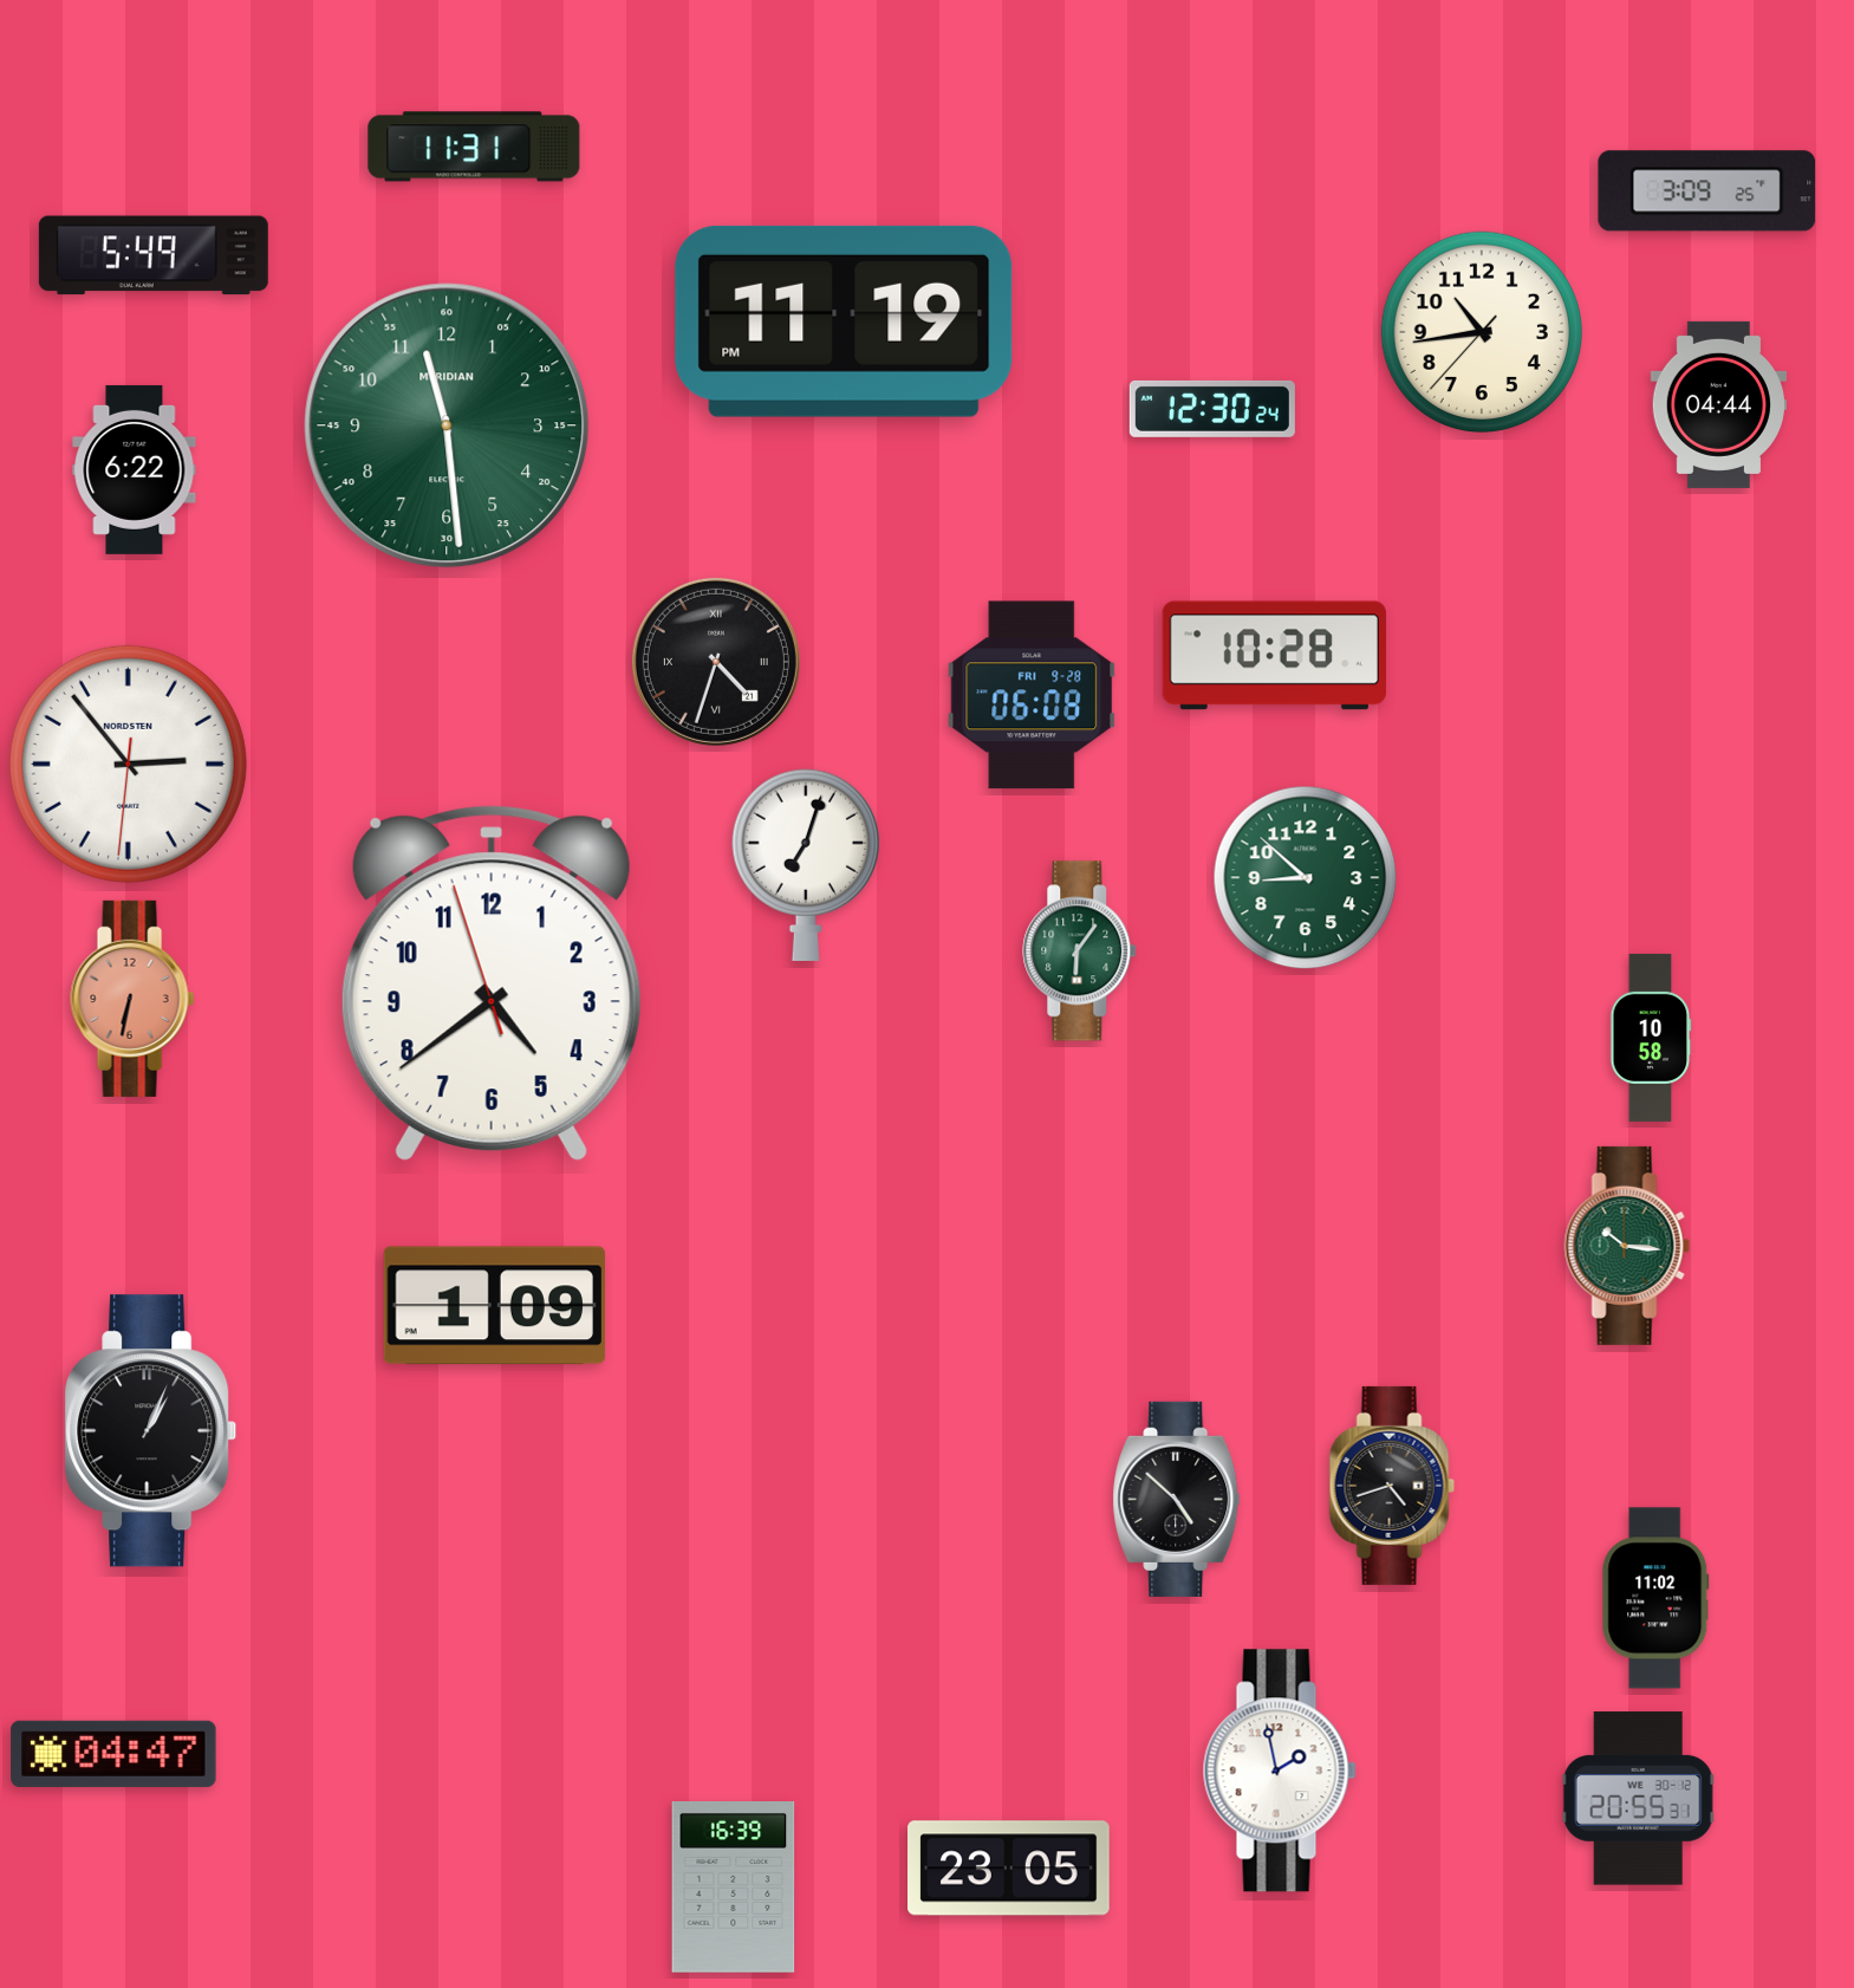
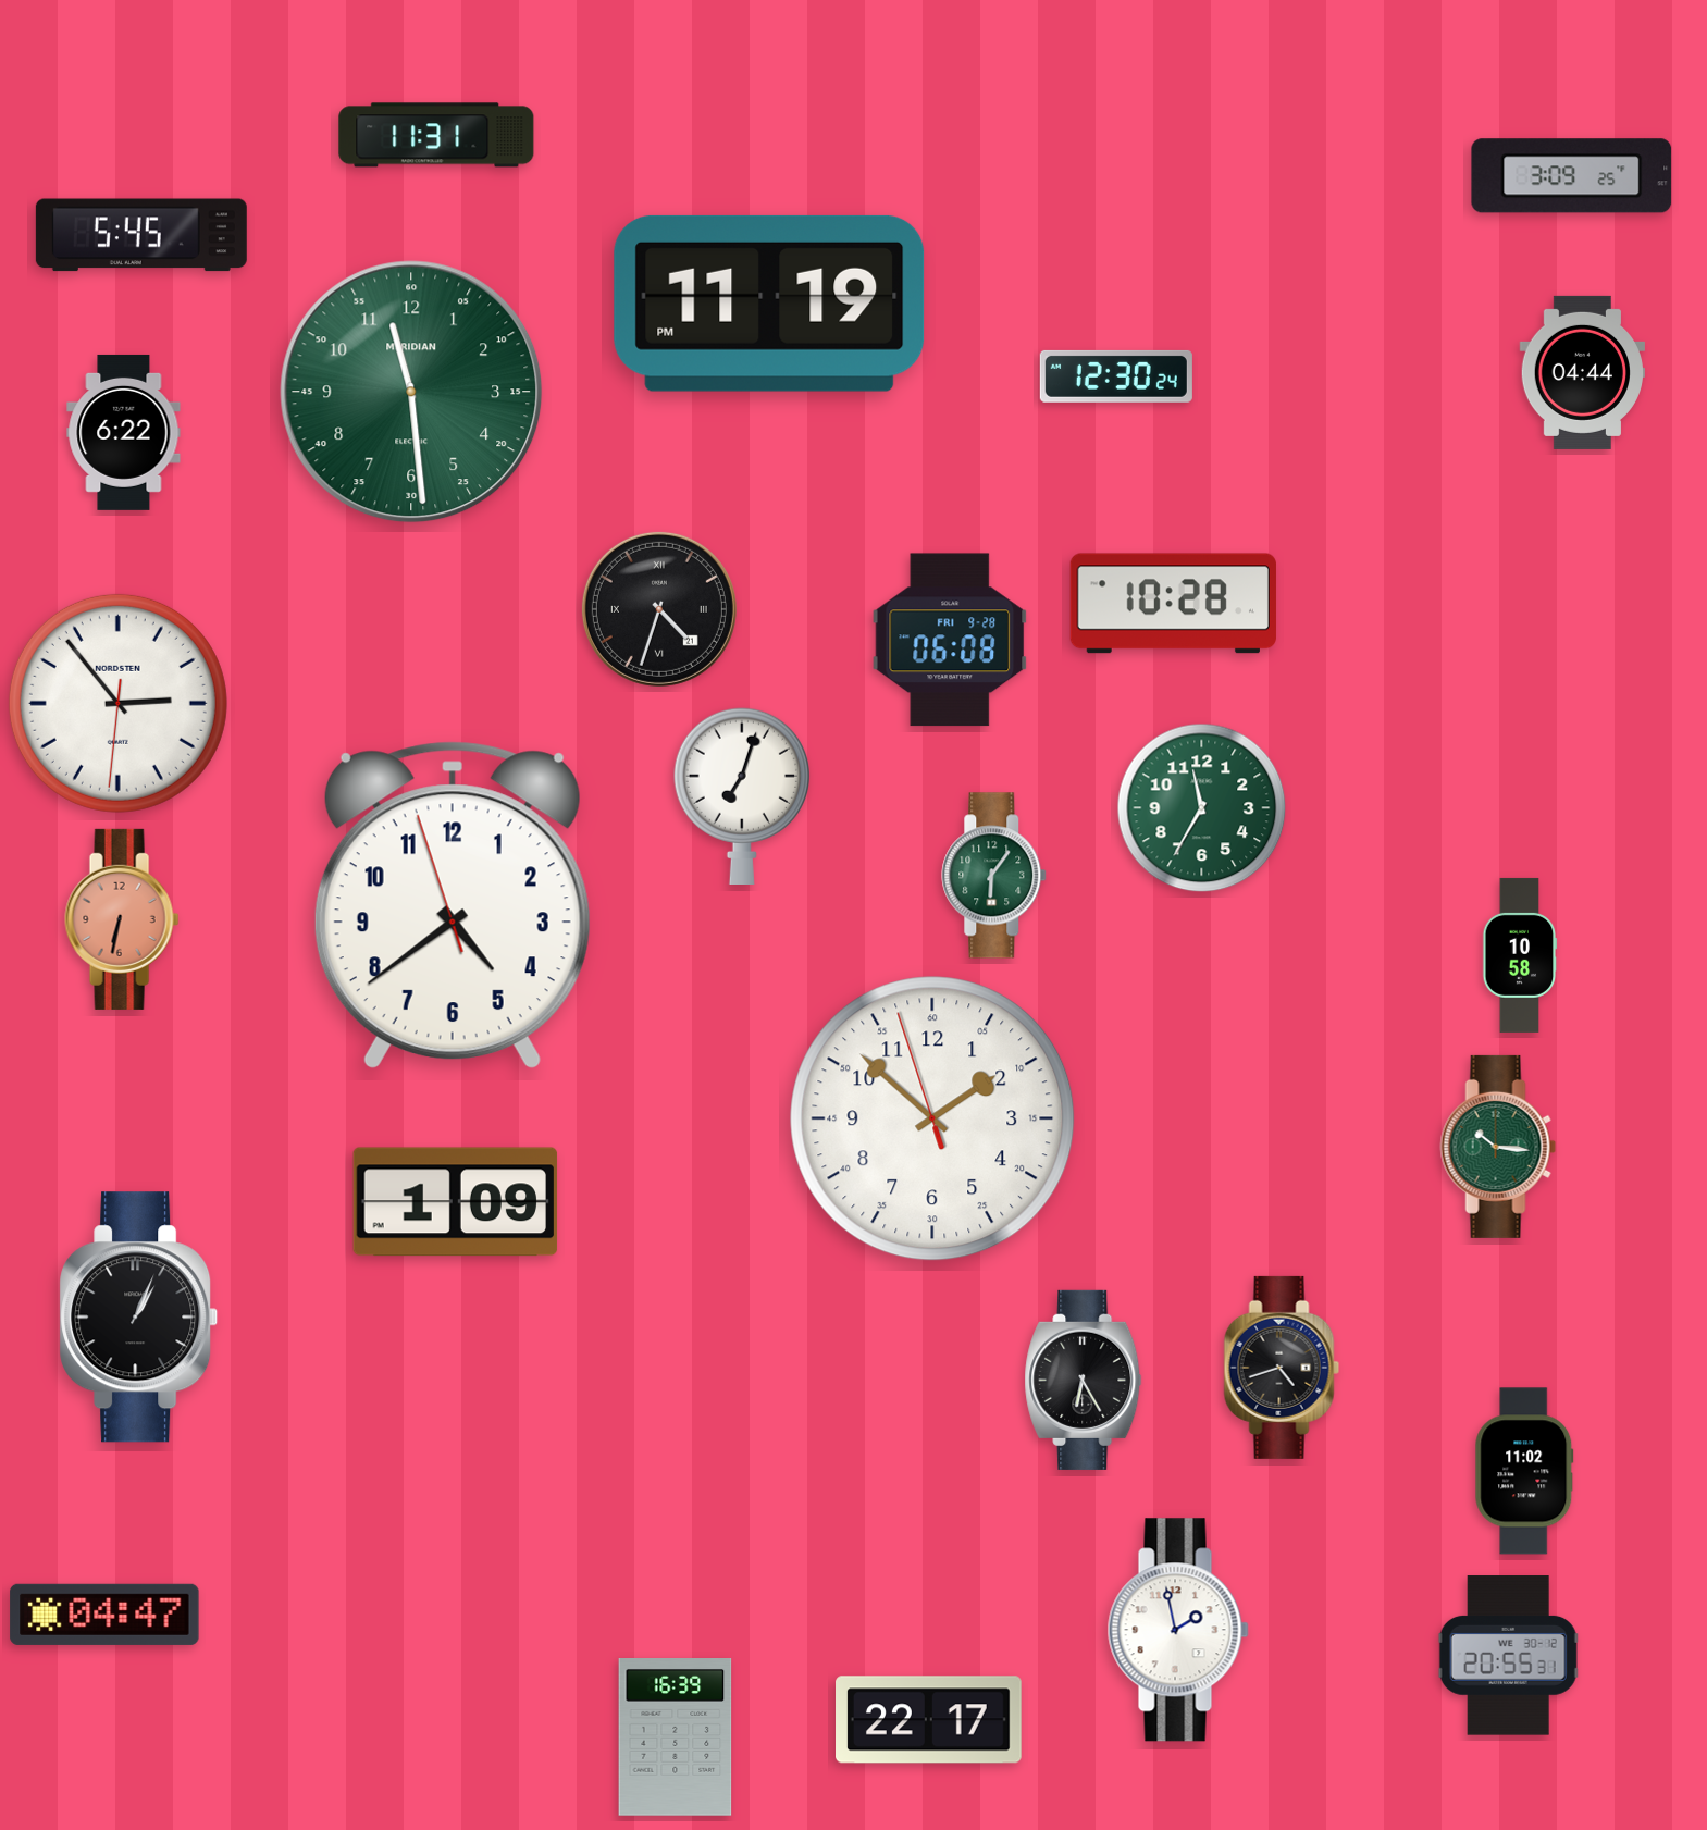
clock at (154, 255): 5:49 -> 5:45
clock at (844, 321) position: (844, 321) -> (769, 304)
clock at (1481, 331): 10:43 -> none
clock at (1306, 878): 8:52 -> 11:35
clock at (932, 1118): none -> 1:51
clock at (1177, 1499): 4:52 -> 6:25
clock at (1009, 1869): 23:05 -> 22:17
